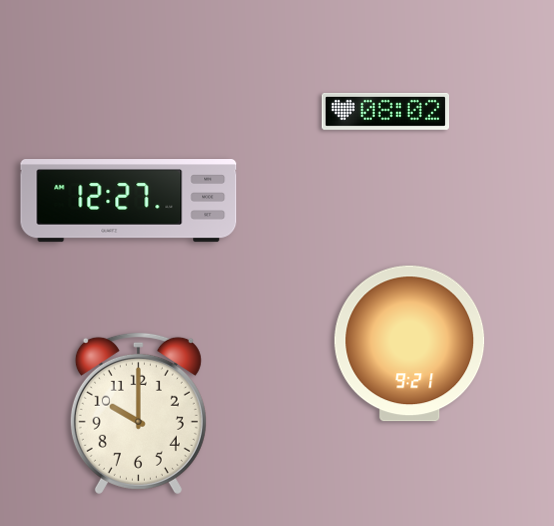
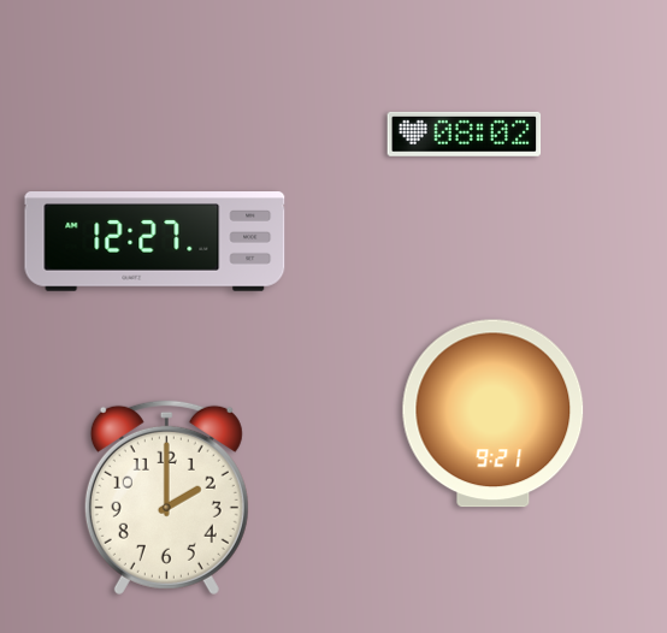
clock at (138, 413): 10:00 -> 2:00
